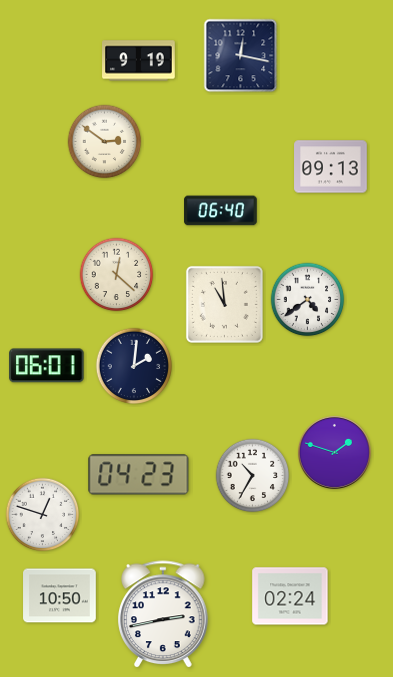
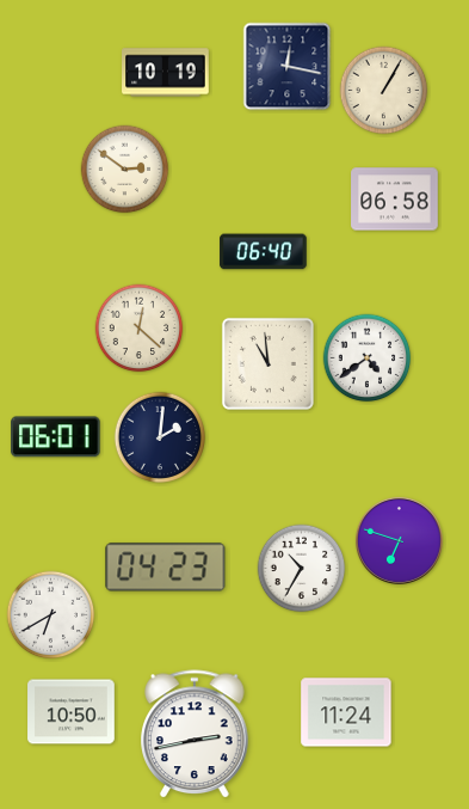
clock at (139, 61): 9:19 -> 10:19
clock at (384, 91): none -> 1:05
clock at (331, 167): 09:13 -> 06:58
clock at (334, 452): 1:48 -> 6:48
clock at (43, 515): 12:48 -> 6:40
clock at (290, 596): 02:24 -> 11:24
